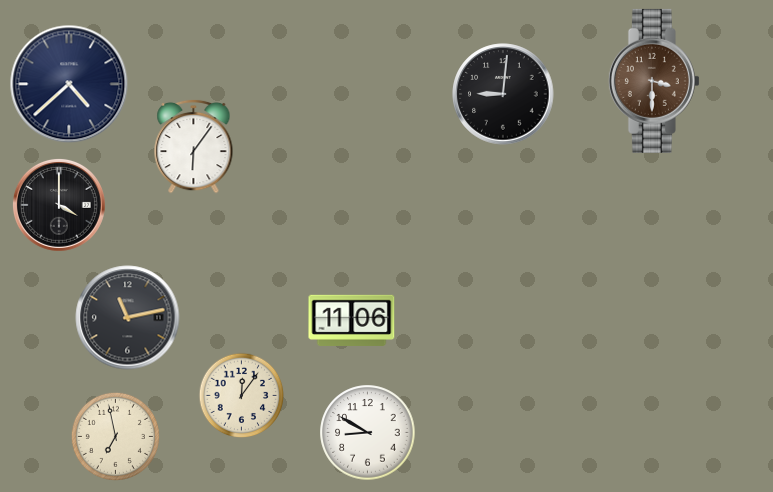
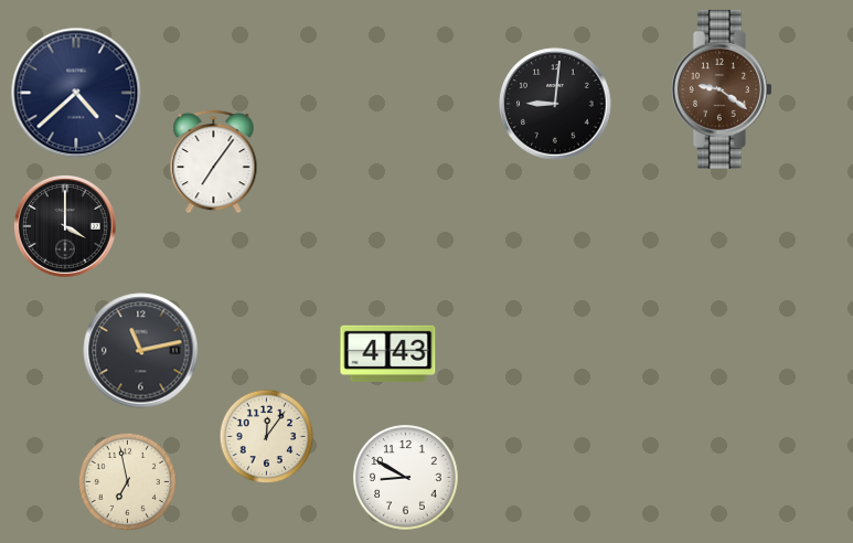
clock at (654, 81): 3:30 -> 9:21
clock at (194, 146): 6:06 -> 7:06
clock at (352, 320): 11:06 -> 4:43
